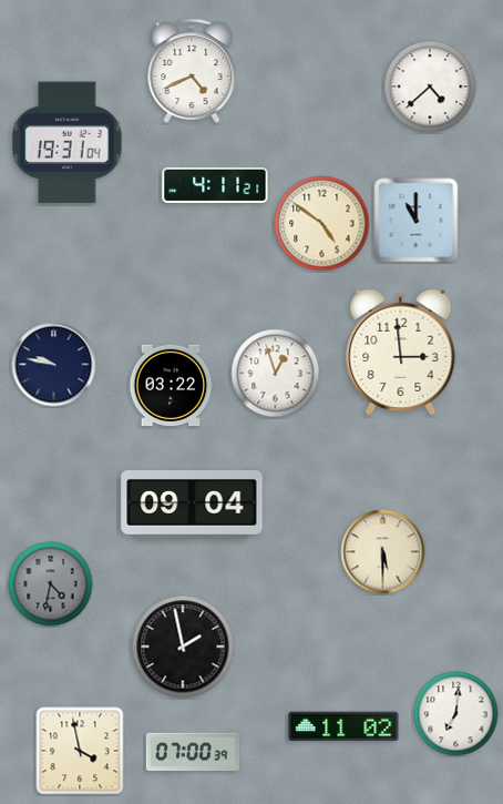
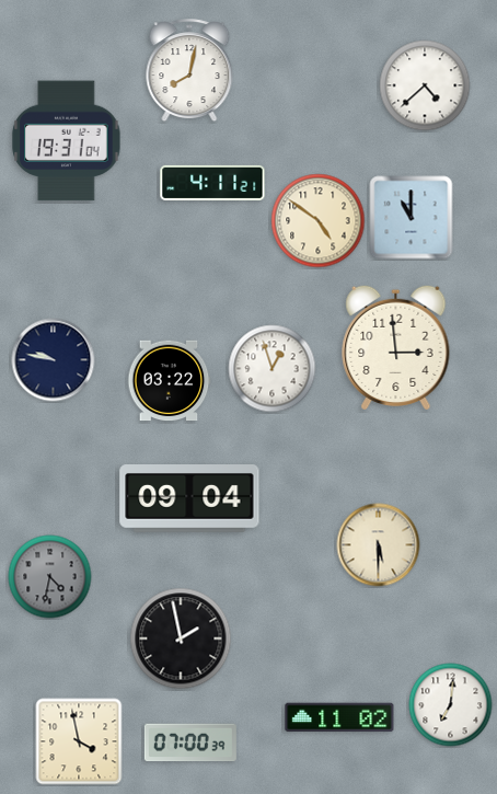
clock at (192, 72): 4:41 -> 8:02
